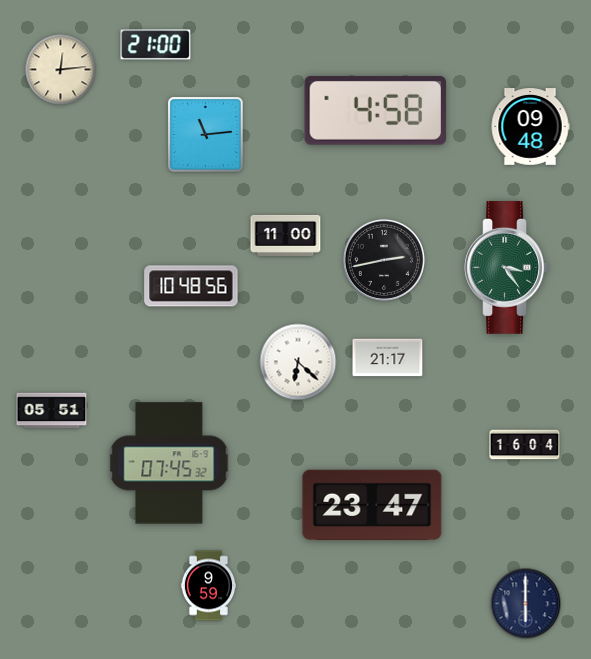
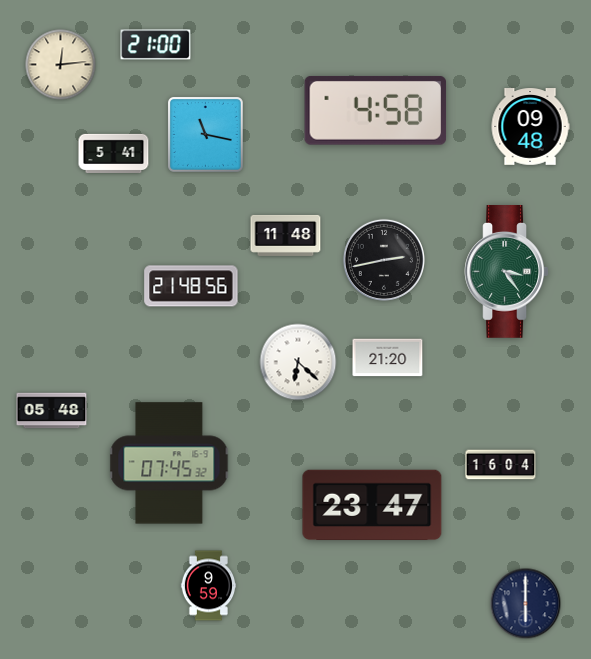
clock at (61, 70) position: (61, 70) -> (61, 65)
clock at (205, 134): 11:14 -> 11:17
clock at (114, 153): none -> 5:41
clock at (286, 235): 11:00 -> 11:48
clock at (507, 268) position: (507, 268) -> (507, 272)
clock at (191, 286): 10:48 -> 21:48
clock at (388, 358): 21:17 -> 21:20
clock at (52, 411): 05:51 -> 05:48
clock at (525, 445) position: (525, 445) -> (501, 465)
